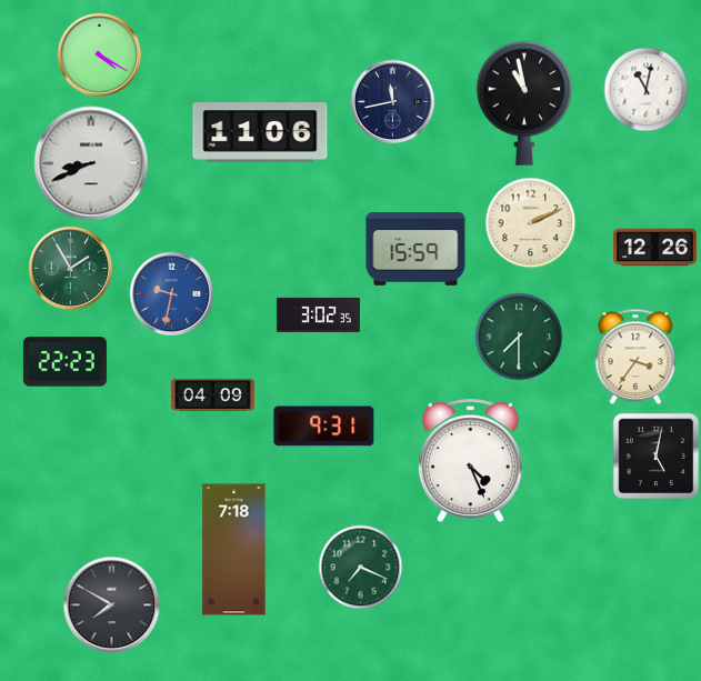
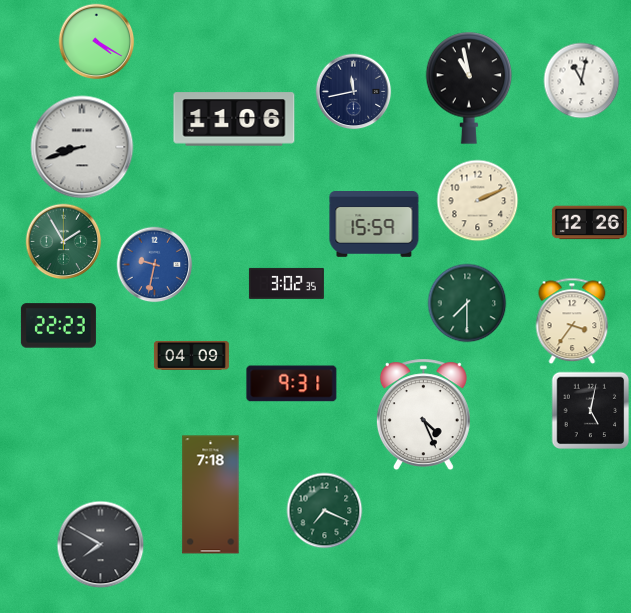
clock at (100, 56) position: (100, 56) -> (97, 42)
clock at (524, 103) position: (524, 103) -> (469, 88)
clock at (91, 163): 8:41 -> 8:42
